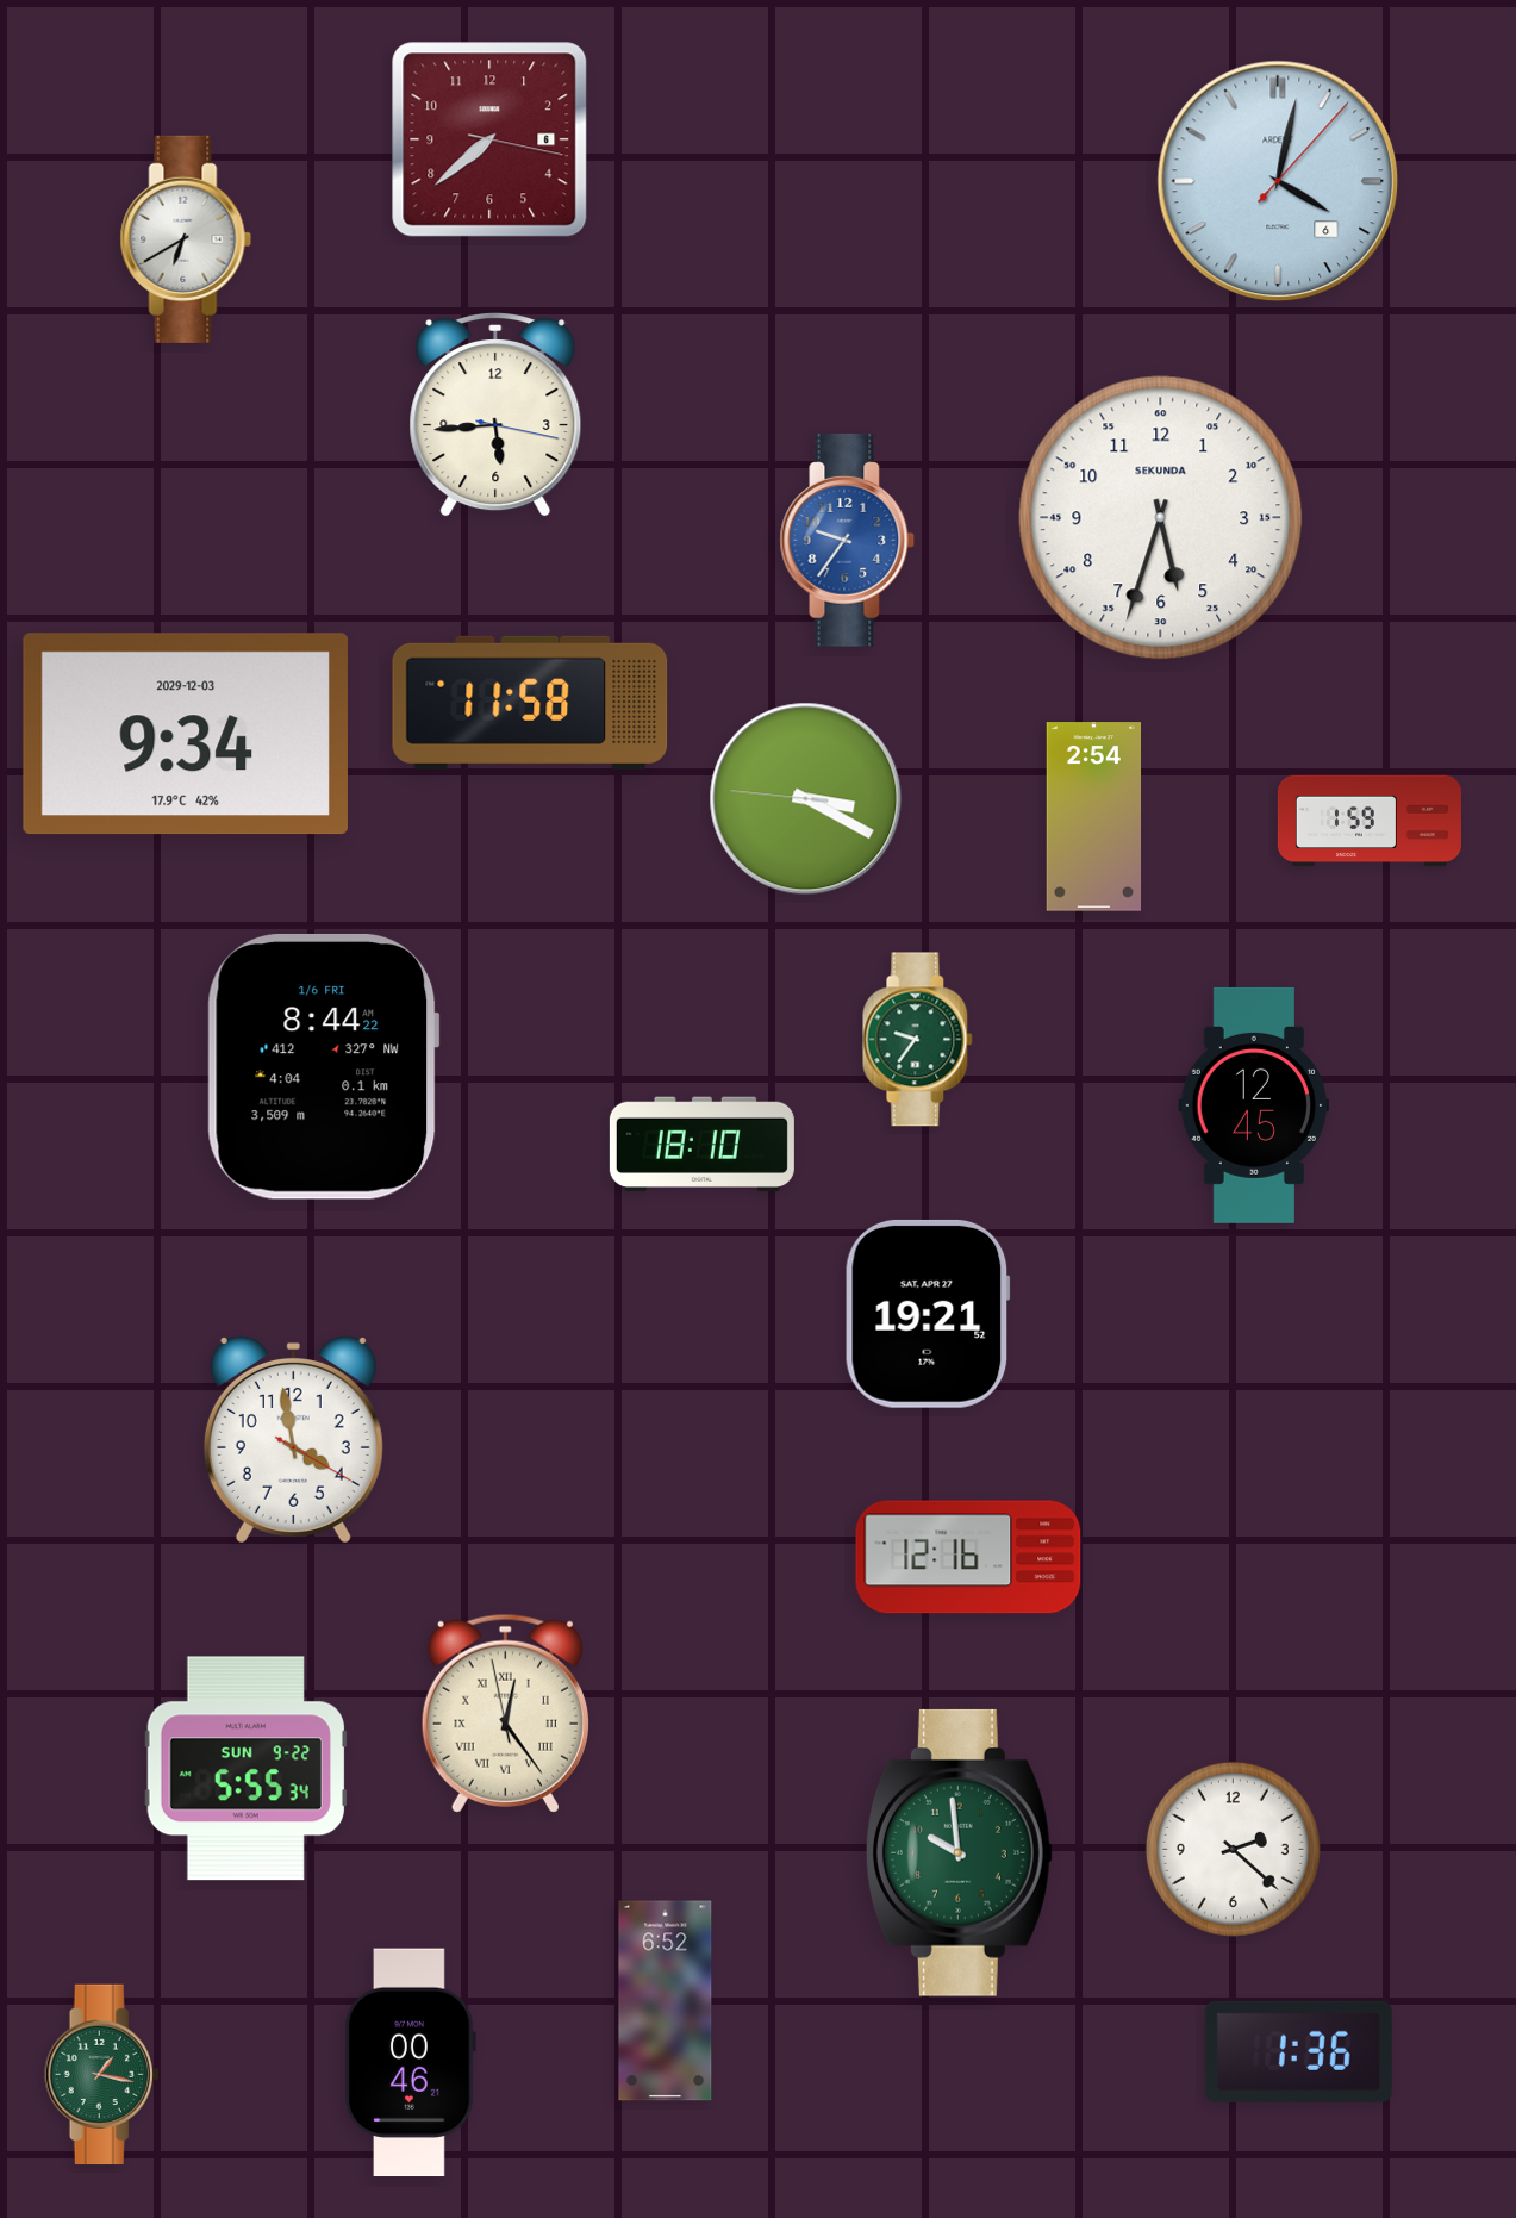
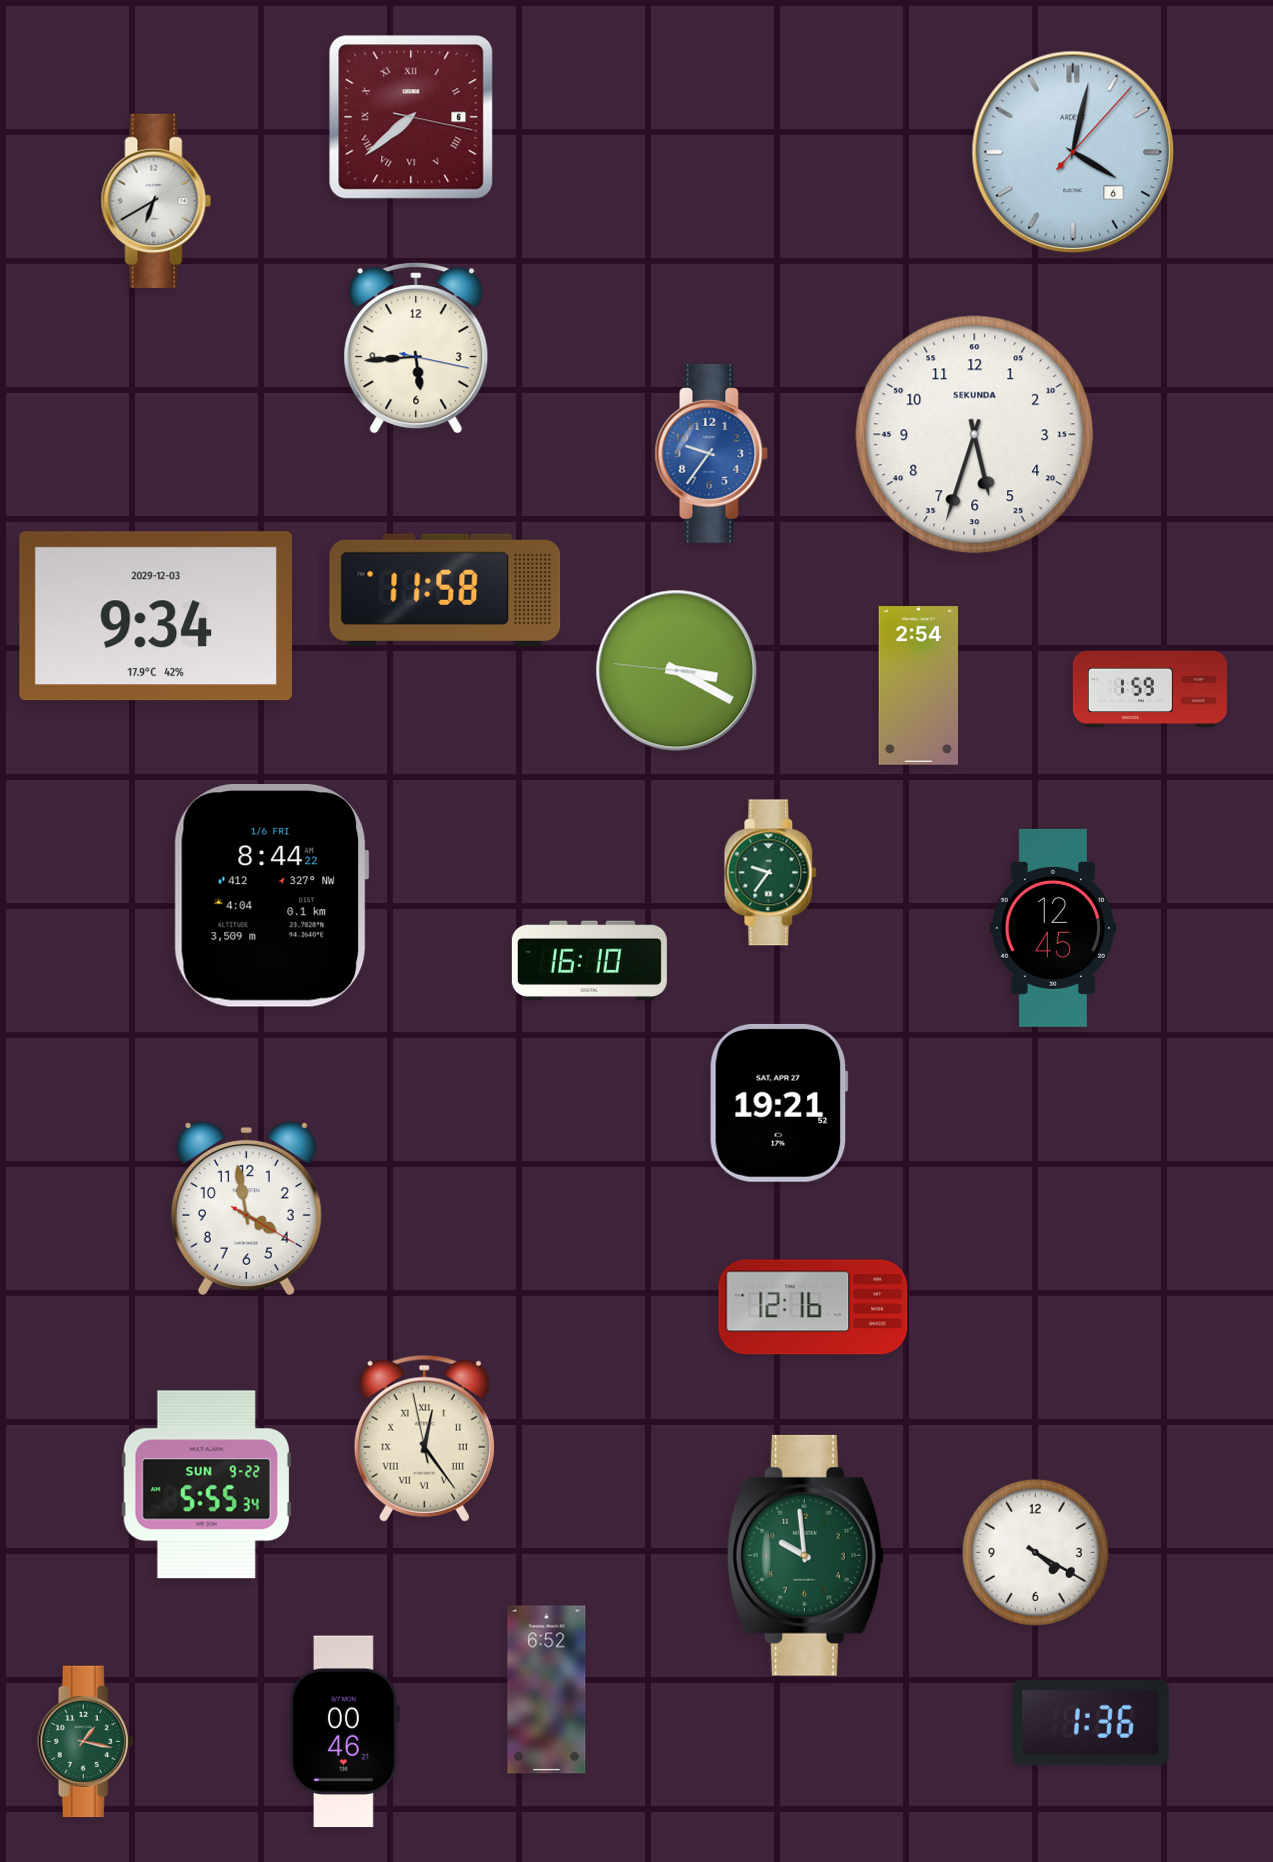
clock at (489, 139) numerals: Arabic -> Roman
clock at (701, 1145): 18:10 -> 16:10
clock at (1233, 1849): 2:22 -> 4:20
clock at (666, 2001) position: (666, 2001) -> (547, 1690)
